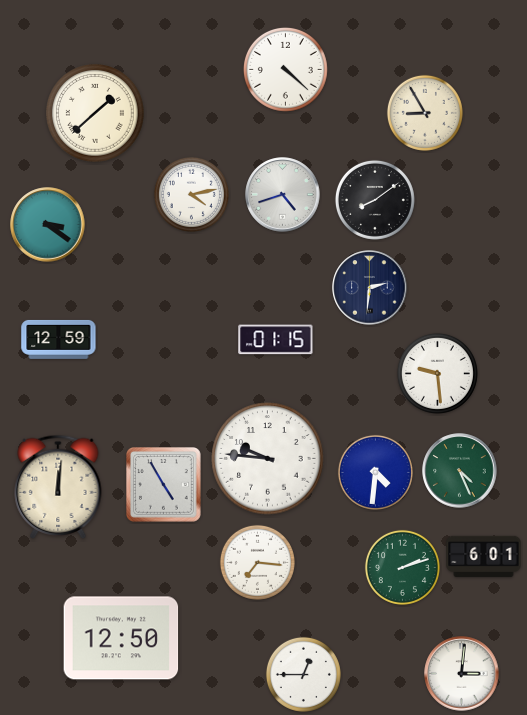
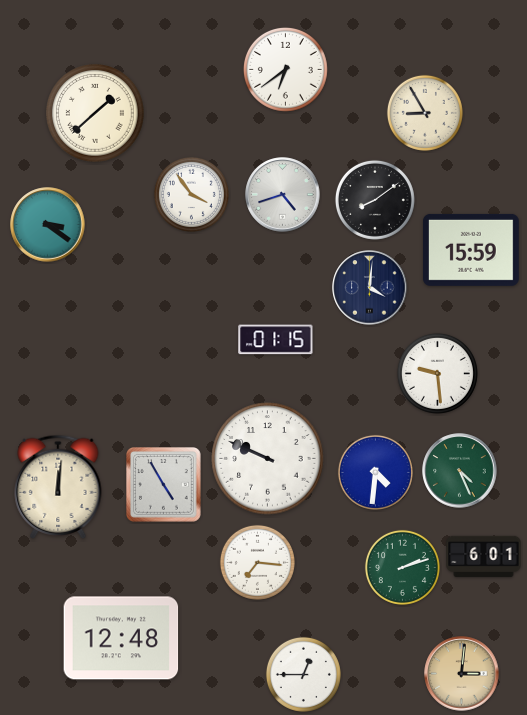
clock at (285, 69): 4:22 -> 6:39
clock at (191, 194): 4:13 -> 3:54
clock at (472, 250): none -> 15:59
clock at (370, 288): 2:31 -> 4:01
clock at (59, 339): 12:59 -> none
clock at (268, 459): 9:46 -> 9:49
clock at (121, 638): 12:50 -> 12:48
clock at (462, 674) dial: white -> champagne
